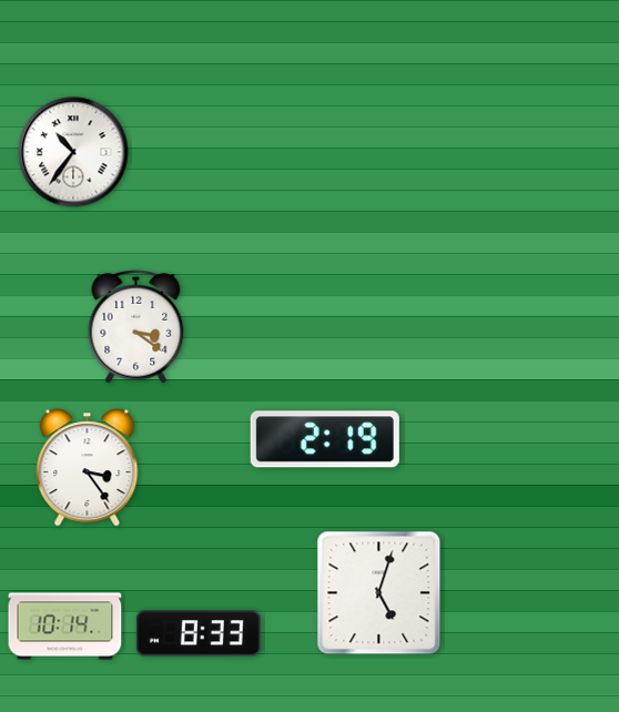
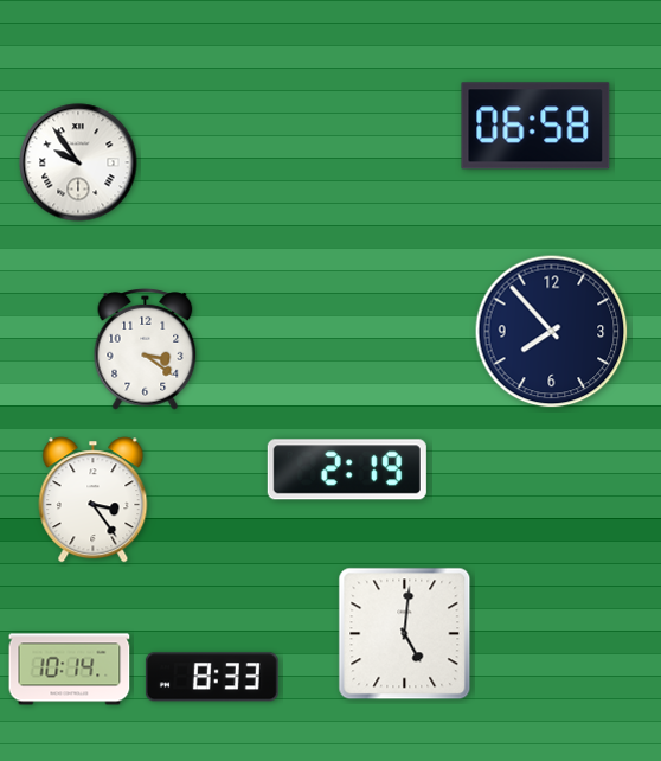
clock at (535, 126): none -> 06:58
clock at (73, 152): 10:36 -> 9:54
clock at (552, 332): none -> 7:53
clock at (379, 593): 5:03 -> 5:01
